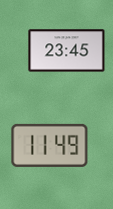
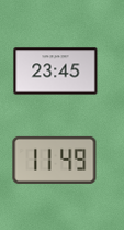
clock at (67, 51) position: (67, 51) -> (56, 72)
